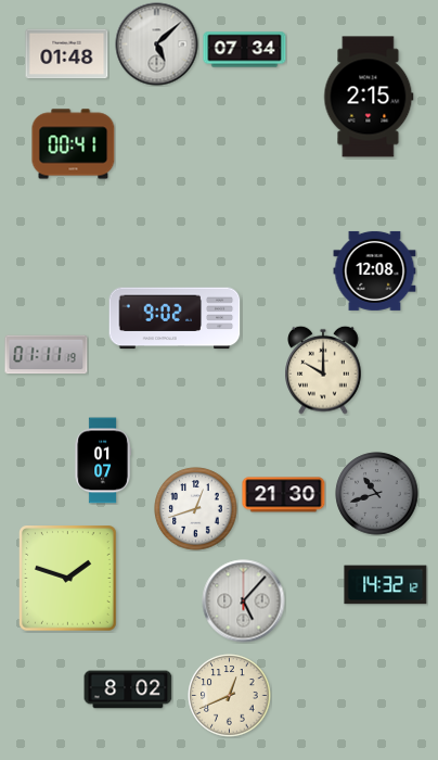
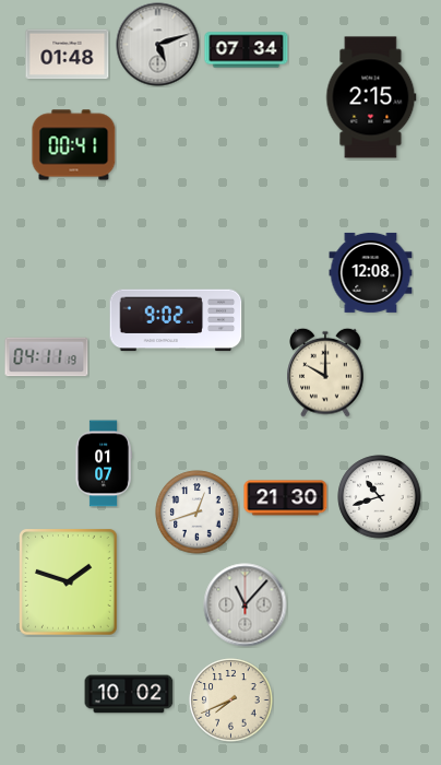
clock at (157, 45): 5:08 -> 5:12
clock at (375, 270) position: (375, 270) -> (371, 272)
clock at (47, 355): 01:11 -> 04:11
clock at (377, 494) dial: grey -> white
clock at (386, 585): 14:32 -> none
clock at (244, 601): 5:07 -> 11:07
clock at (128, 689): 8:02 -> 10:02
clock at (230, 696): 12:41 -> 7:41
